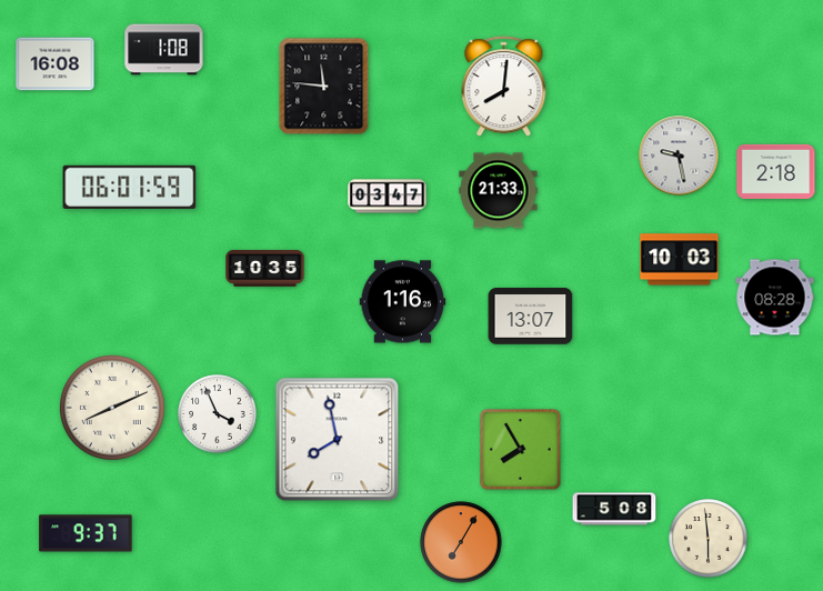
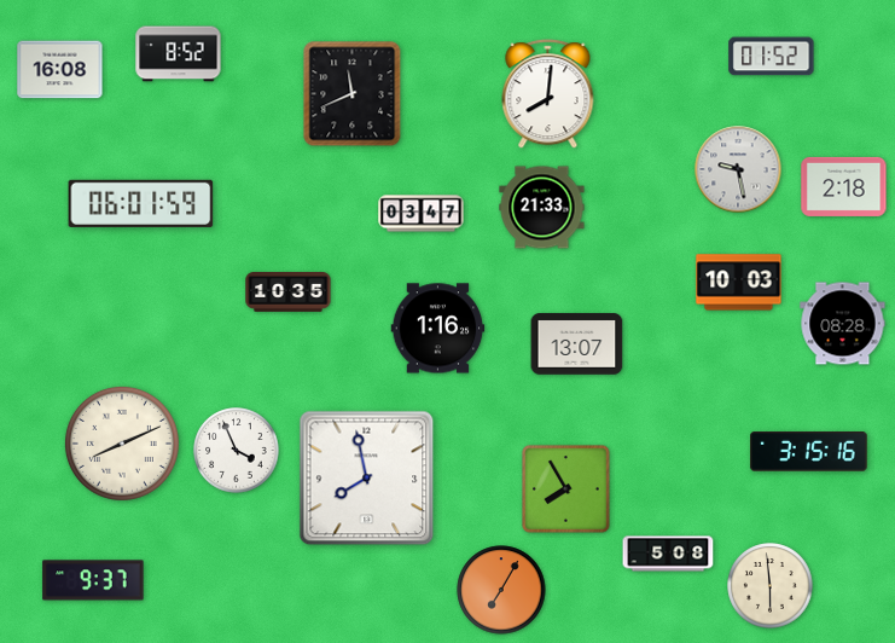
clock at (164, 50): 1:08 -> 8:52
clock at (772, 57): none -> 01:52
clock at (324, 87): 11:46 -> 11:41
clock at (809, 452): none -> 3:15
